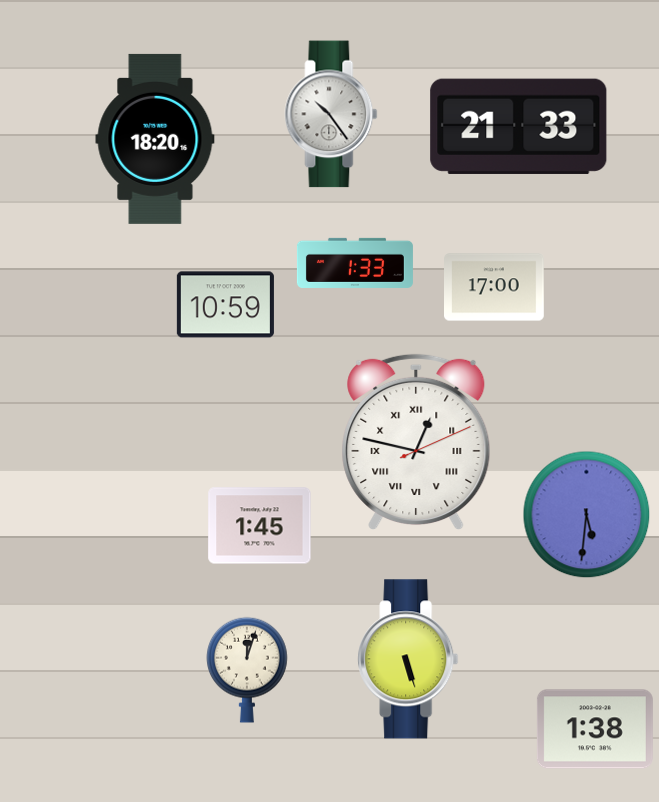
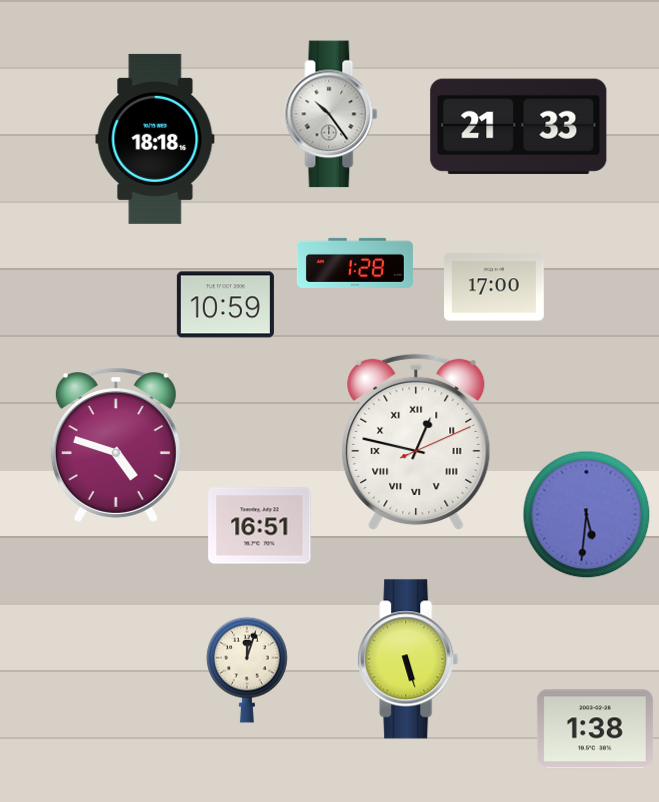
clock at (155, 139): 18:20 -> 18:18
clock at (355, 263): 1:33 -> 1:28
clock at (116, 445): none -> 4:48
clock at (260, 526): 1:45 -> 16:51
